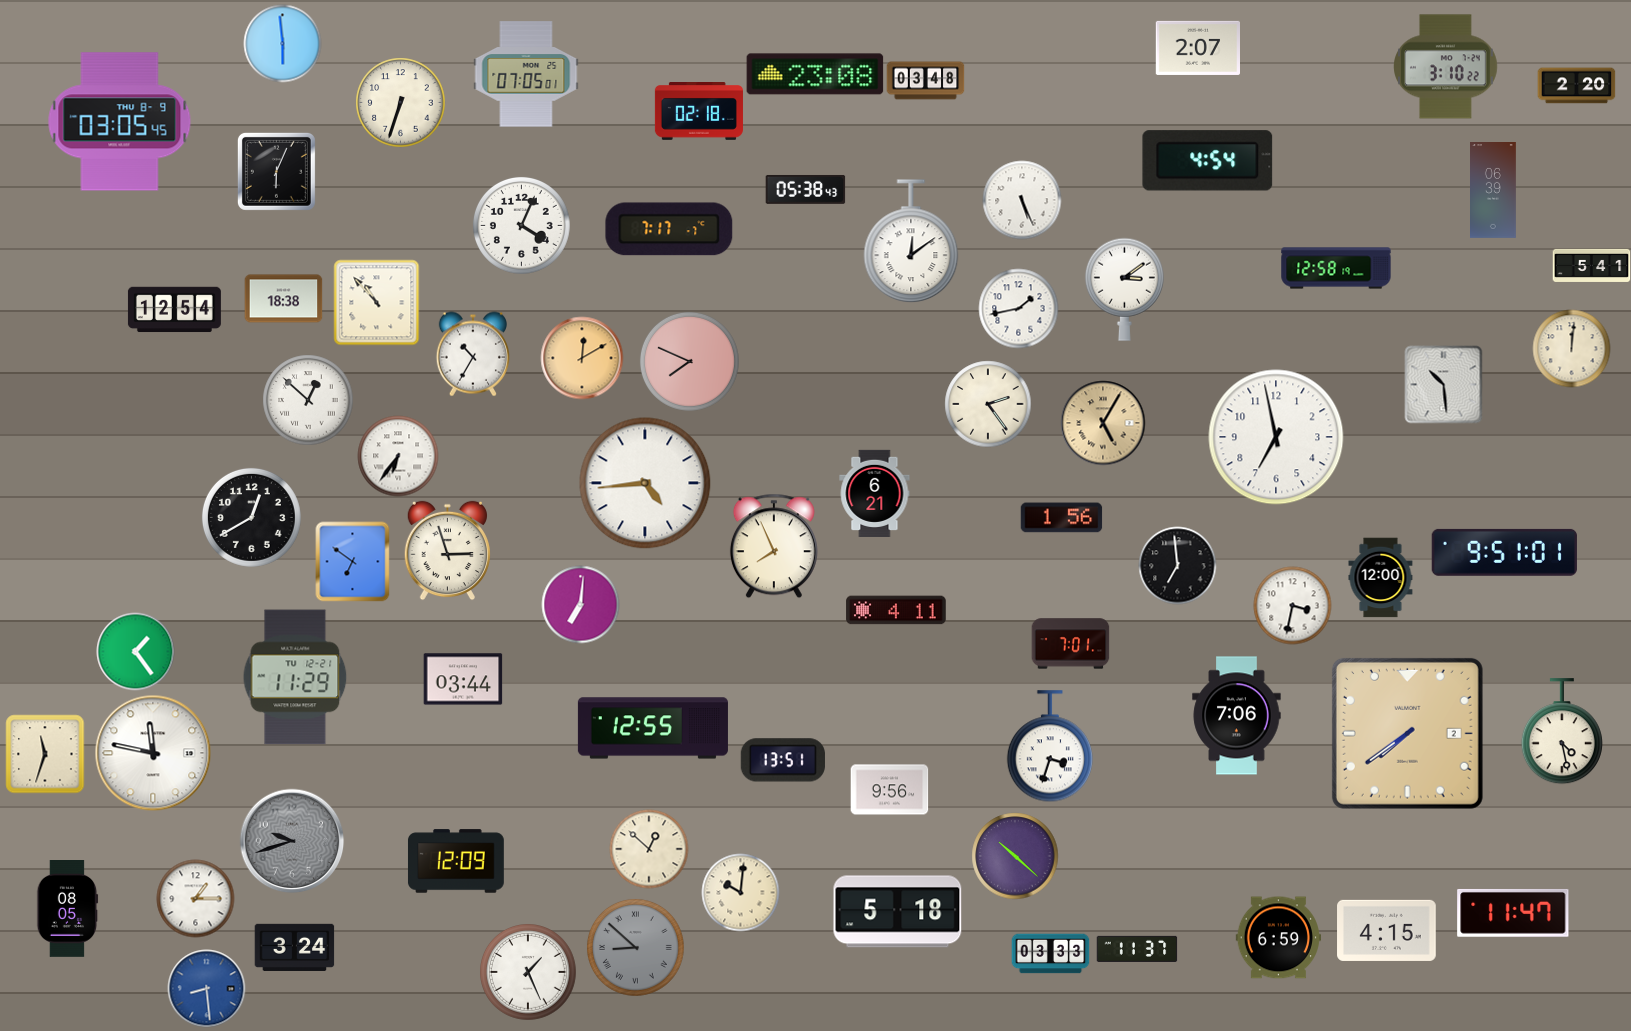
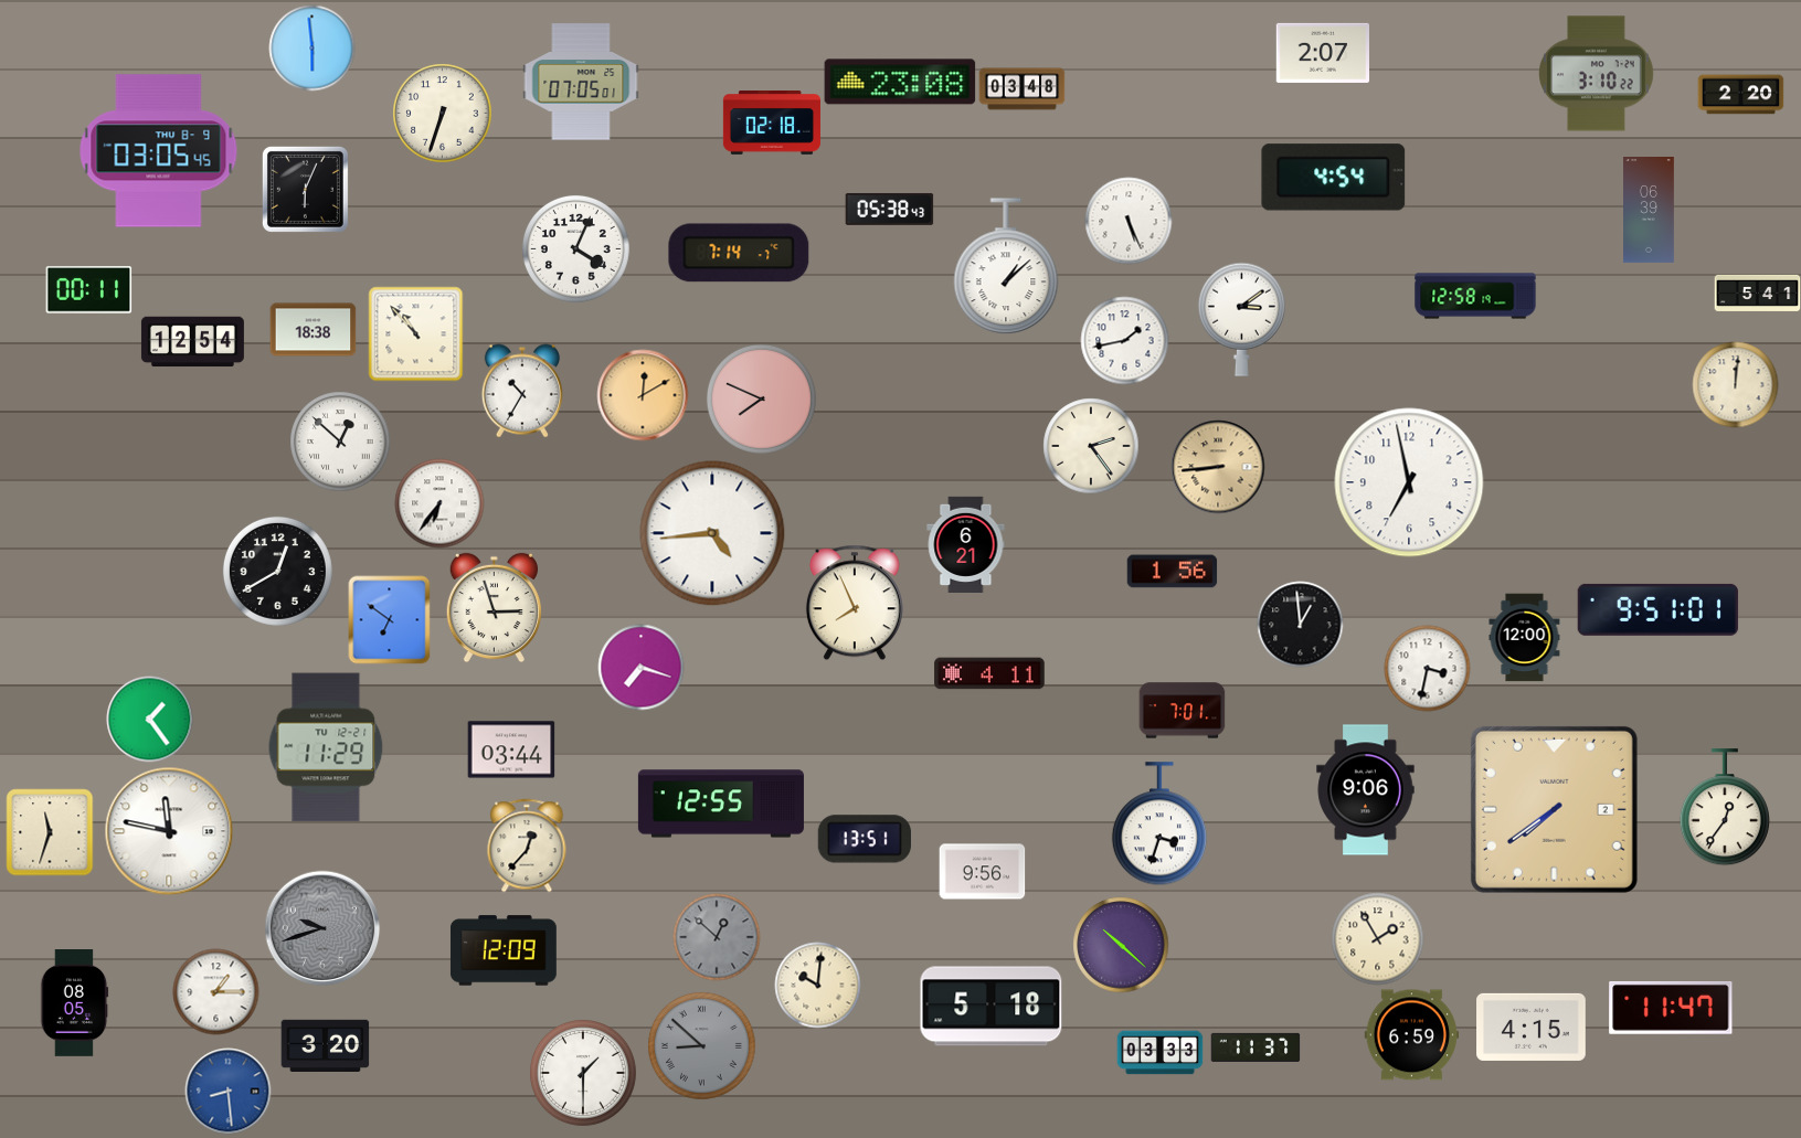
clock at (120, 122) position: (120, 122) -> (159, 151)
clock at (669, 229): 7:17 -> 7:14
clock at (911, 241): 12:09 -> 1:08
clock at (88, 290): none -> 00:11
clock at (1443, 384): 10:29 -> none
clock at (1103, 423): 5:05 -> 8:44
clock at (1504, 552) position: (1504, 552) -> (1657, 609)
clock at (1177, 565): 6:59 -> 12:59
clock at (580, 604): 7:01 -> 7:18
clock at (1237, 716): 7:06 -> 9:06
clock at (1562, 731): 4:28 -> 12:36
clock at (527, 845): none -> 12:37
clock at (649, 849) dial: cream -> grey
clock at (1377, 938): none -> 1:55
clock at (294, 947): 3:24 -> 3:20
clock at (528, 972): 1:26 -> 1:30
